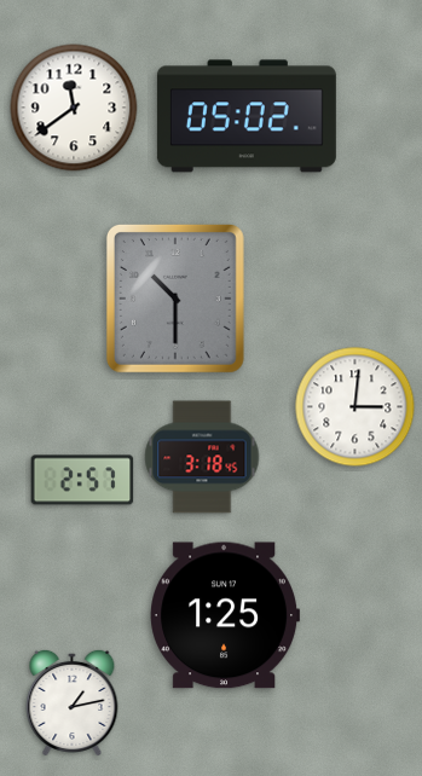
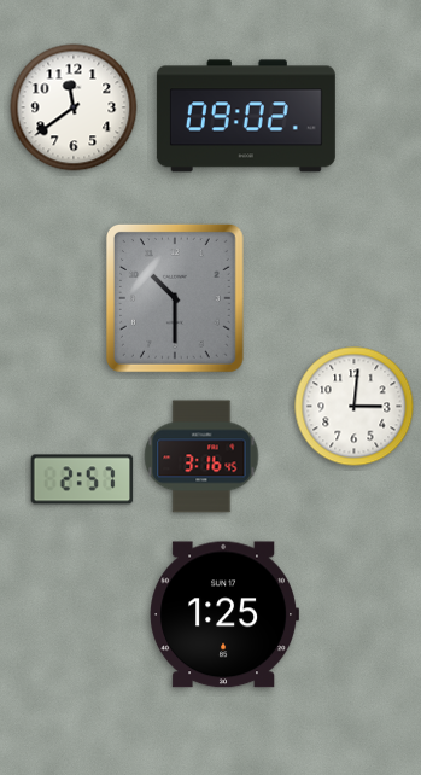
clock at (247, 116): 05:02 -> 09:02
clock at (202, 457): 3:18 -> 3:16
clock at (73, 702): 1:13 -> none
